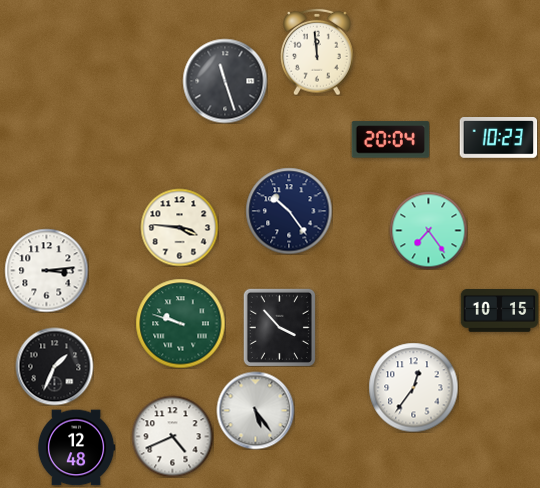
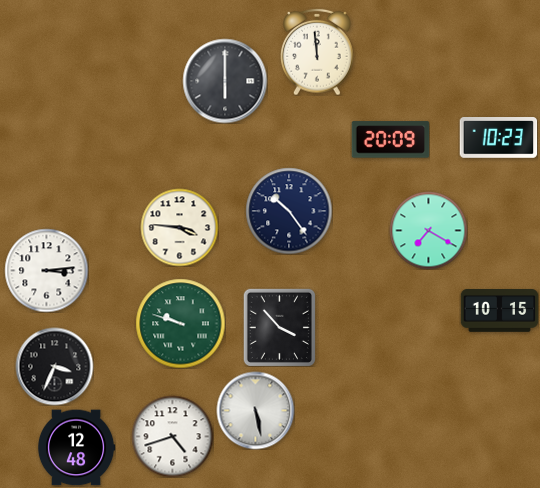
clock at (225, 81): 11:27 -> 6:00
clock at (390, 140): 20:04 -> 20:09
clock at (428, 230): 7:24 -> 7:20
clock at (54, 366): 1:34 -> 3:34
clock at (413, 387): 12:36 -> none
clock at (255, 410): 5:24 -> 5:28
clock at (172, 436): 4:41 -> 4:42
